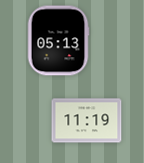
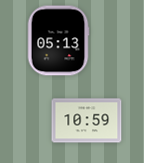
clock at (87, 121): 11:19 -> 10:59
